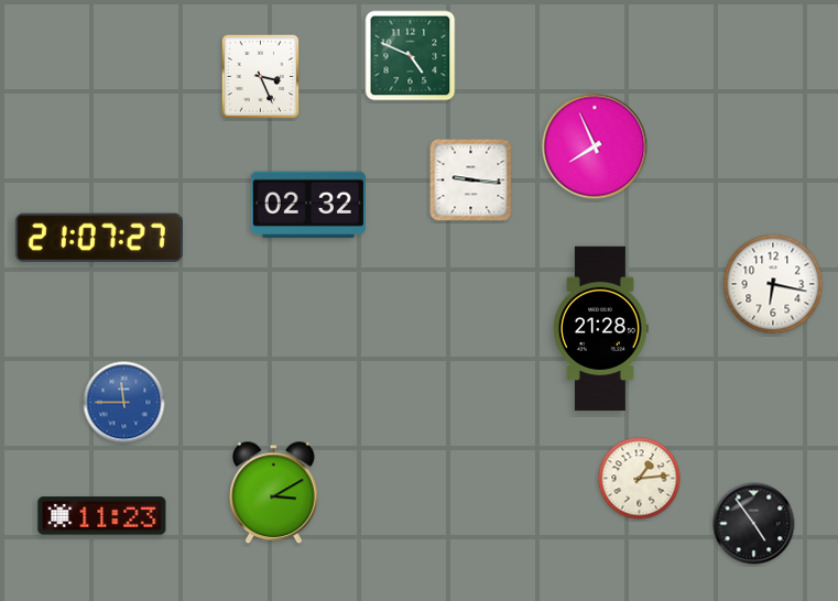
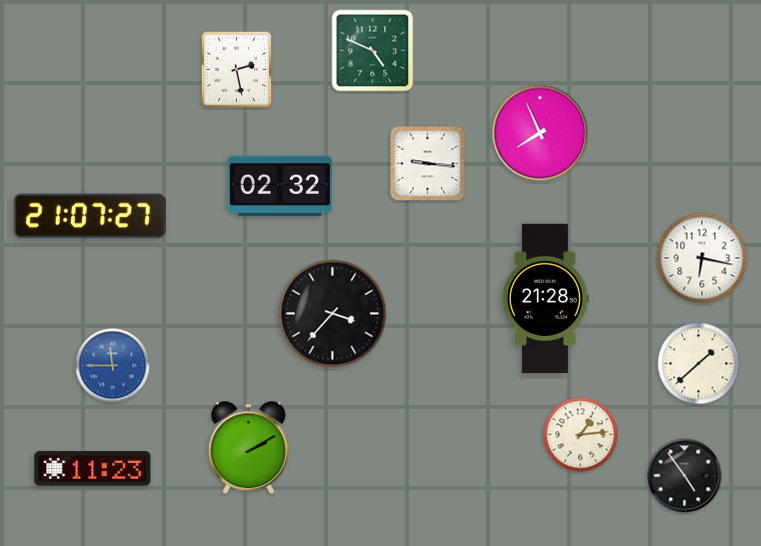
clock at (261, 77): 3:26 -> 2:28
clock at (333, 314): none -> 3:37
clock at (699, 364): none -> 1:38
clock at (274, 493): 3:10 -> 2:10
